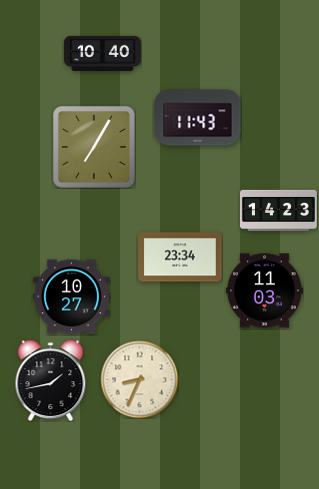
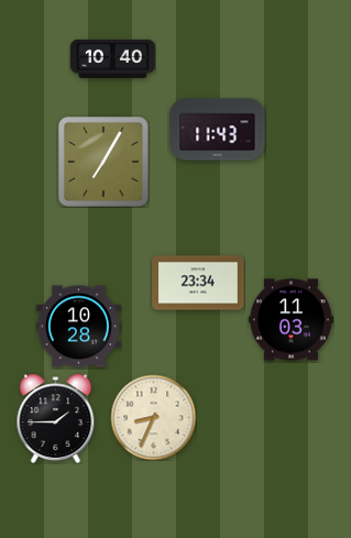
clock at (278, 210): 14:23 -> none
clock at (71, 297): 10:27 -> 10:28
clock at (51, 380): 1:43 -> 1:45
